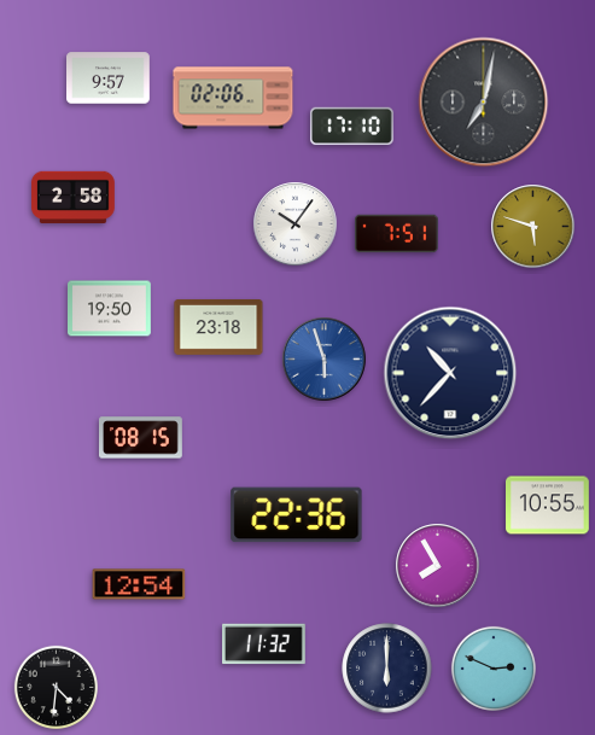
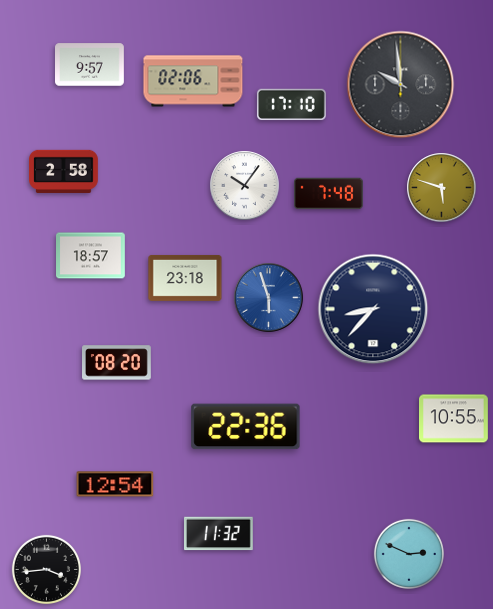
clock at (484, 103): 7:02 -> 9:59
clock at (74, 197) position: (74, 197) -> (64, 171)
clock at (397, 234): 7:51 -> 7:48
clock at (110, 309): 19:50 -> 18:57
clock at (218, 327) position: (218, 327) -> (185, 278)
clock at (450, 373): 10:37 -> 8:37
clock at (141, 438): 08:15 -> 08:20
clock at (438, 566): 7:55 -> none
clock at (387, 669): 6:00 -> none
clock at (56, 687): 4:31 -> 3:44
